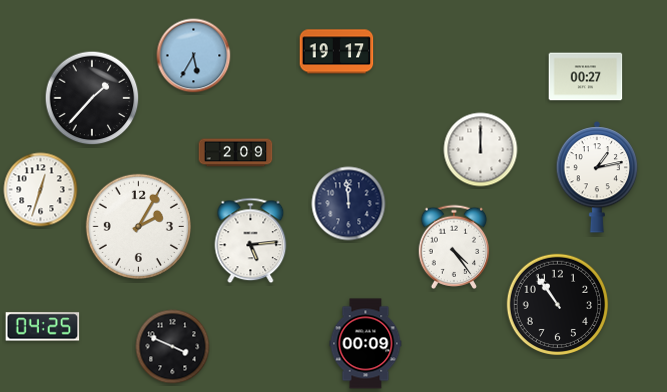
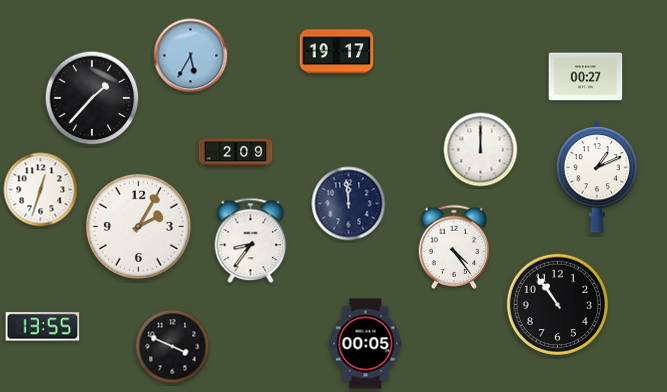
clock at (194, 56) position: (194, 56) -> (191, 56)
clock at (597, 177): 1:13 -> 1:11
clock at (251, 241): 5:14 -> 8:36
clock at (43, 327): 04:25 -> 13:55
clock at (366, 344): 00:09 -> 00:05
